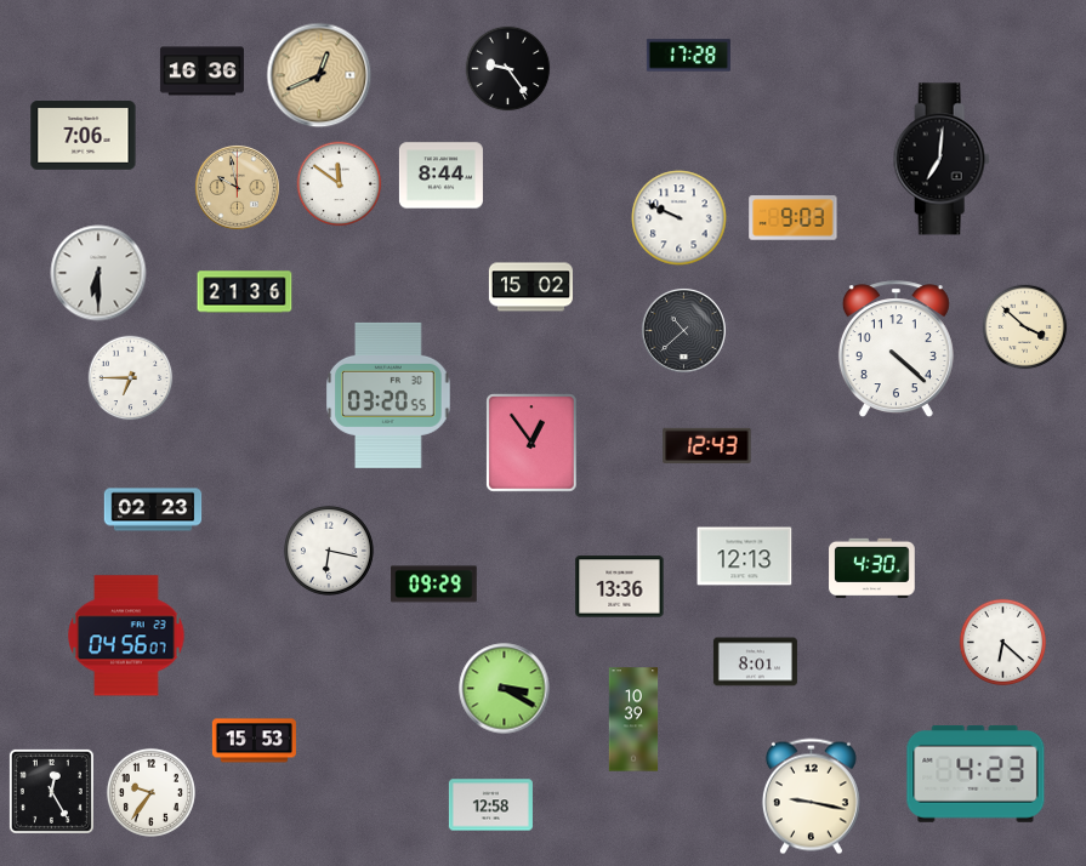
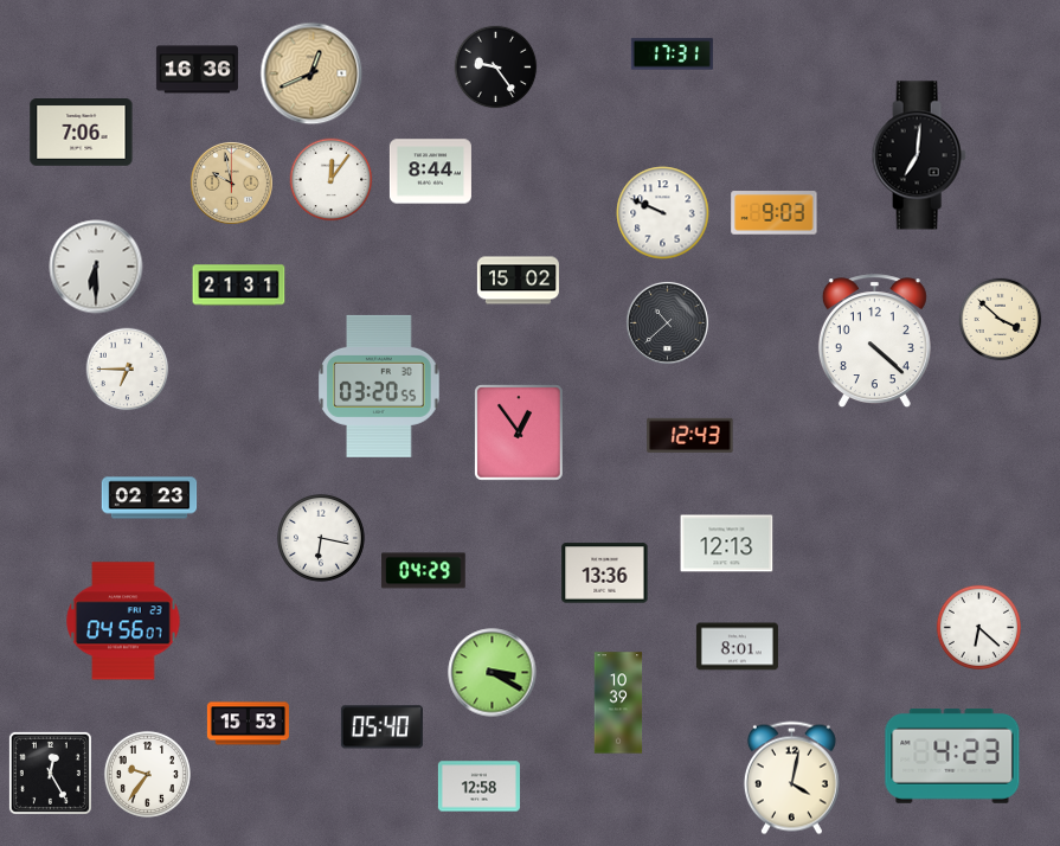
clock at (688, 56): 17:28 -> 17:31
clock at (340, 184): 11:51 -> 12:06
clock at (245, 292): 21:36 -> 21:31
clock at (872, 568): 4:30 -> none
clock at (434, 585): 09:29 -> 04:29
clock at (381, 728): none -> 05:40
clock at (811, 797): 9:17 -> 4:02
